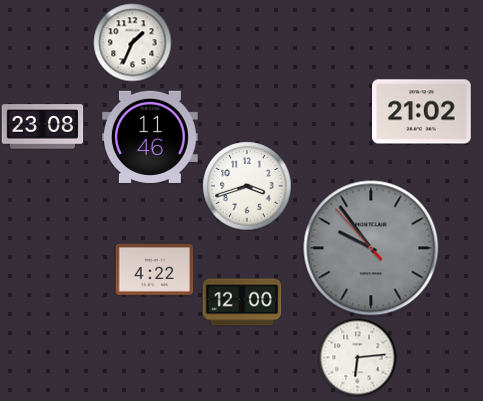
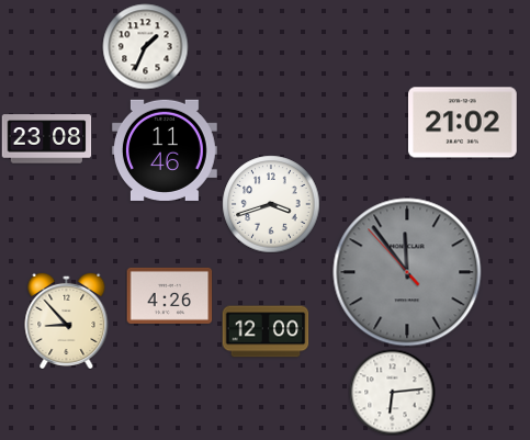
clock at (371, 248): 9:53 -> 11:53
clock at (154, 269): 4:22 -> 4:26
clock at (67, 320): none -> 8:53
